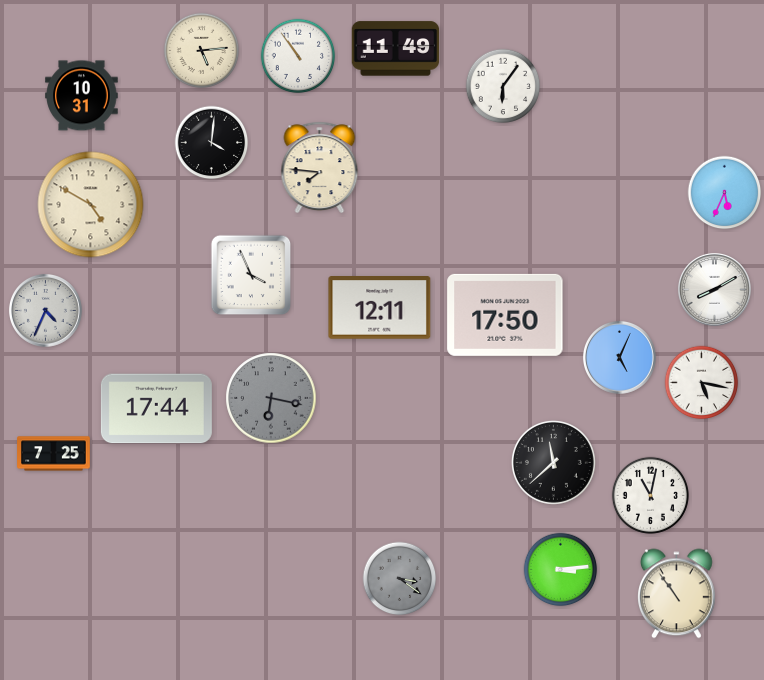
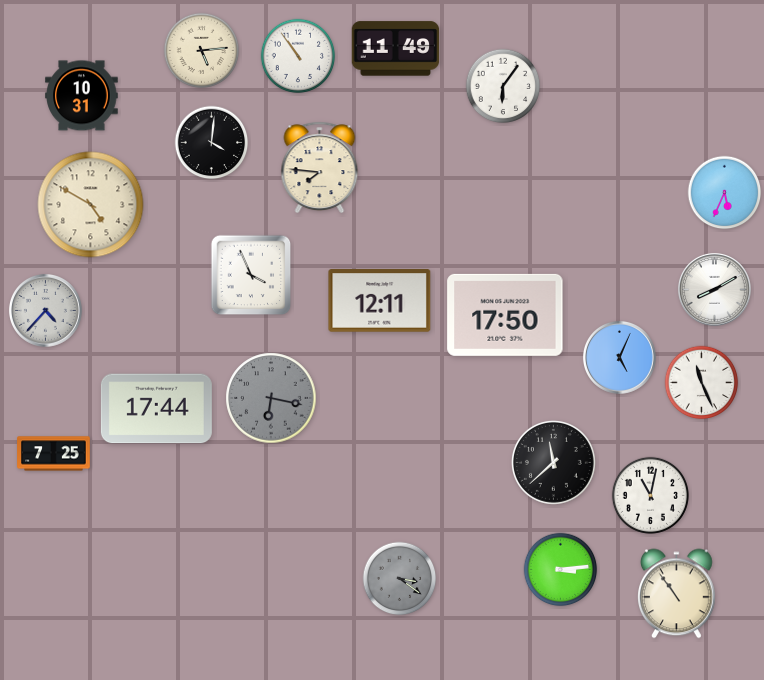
clock at (380, 308) position: (380, 308) -> (380, 301)
clock at (45, 310): 4:34 -> 4:37
clock at (702, 383): 5:17 -> 11:26
